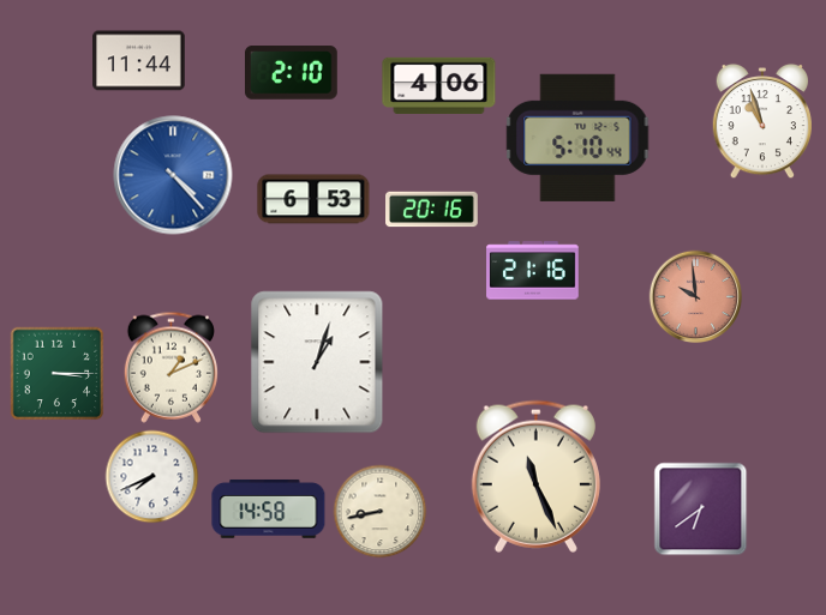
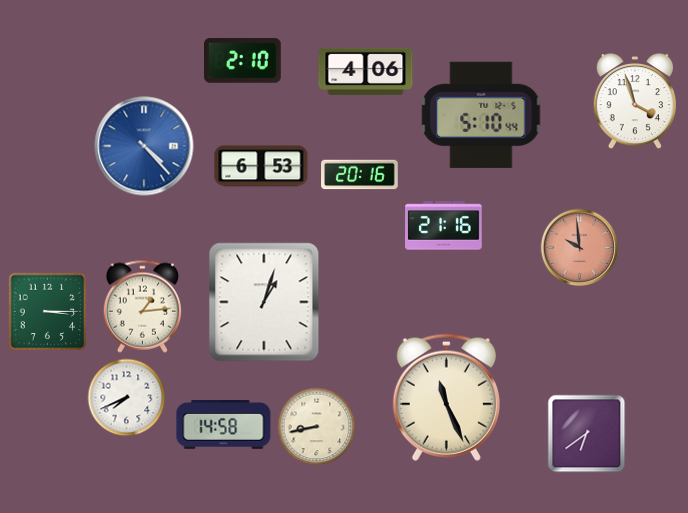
clock at (139, 61): 11:44 -> none
clock at (761, 121): 10:57 -> 3:57
clock at (170, 367): 1:11 -> 1:14
clock at (700, 508) position: (700, 508) -> (586, 433)
